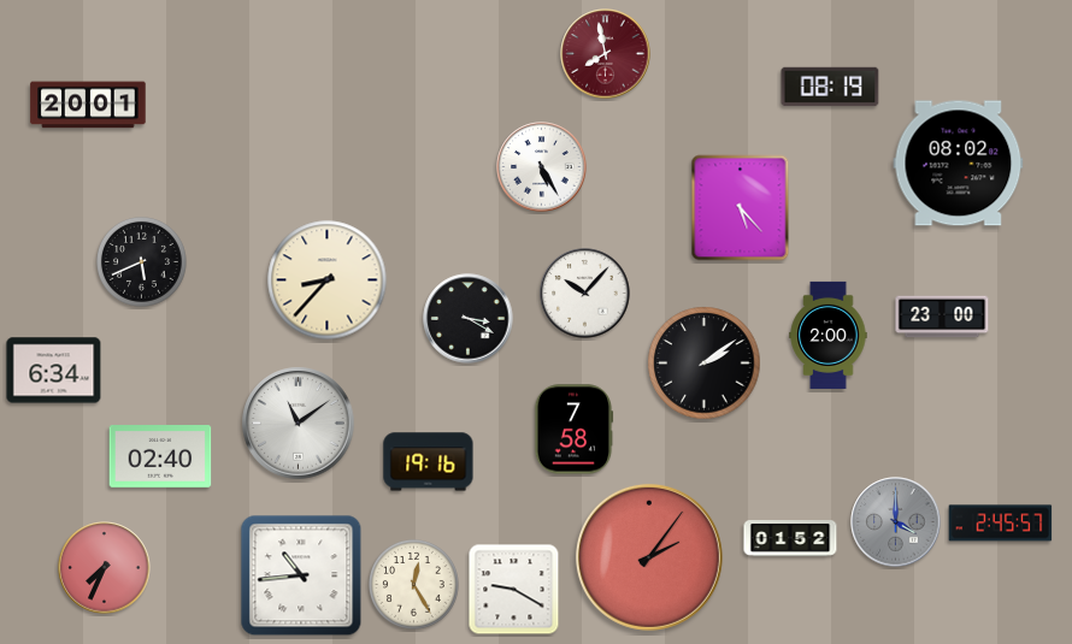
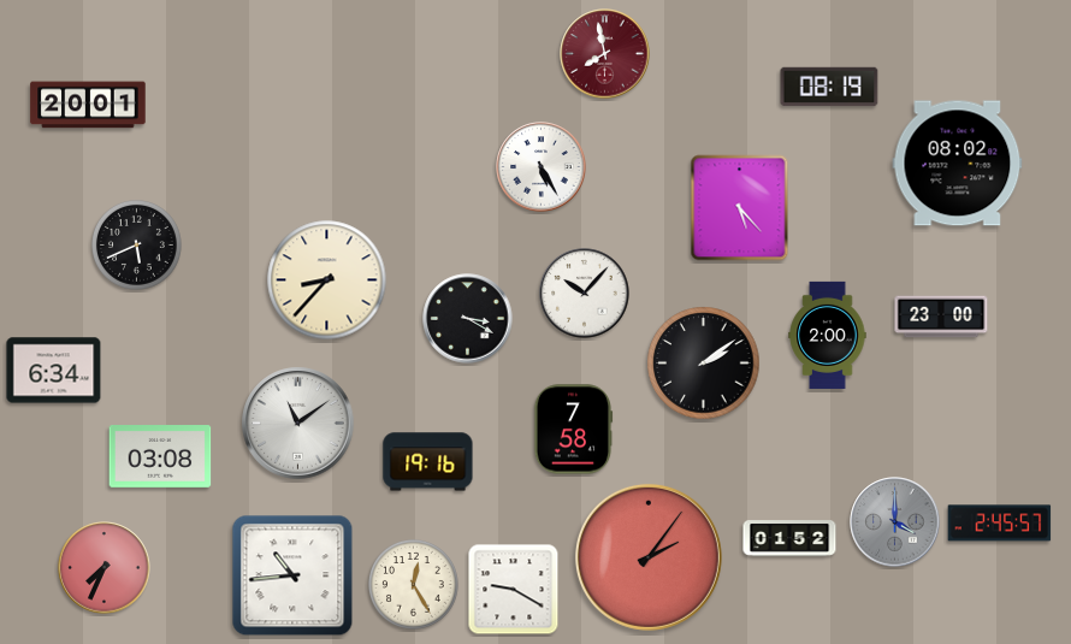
clock at (142, 262) position: (142, 262) -> (137, 246)
clock at (160, 457): 02:40 -> 03:08
clock at (301, 575) position: (301, 575) -> (292, 575)
